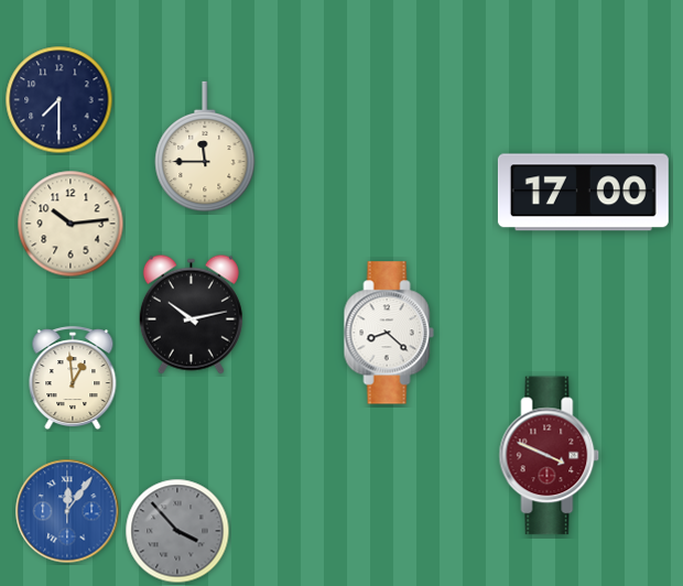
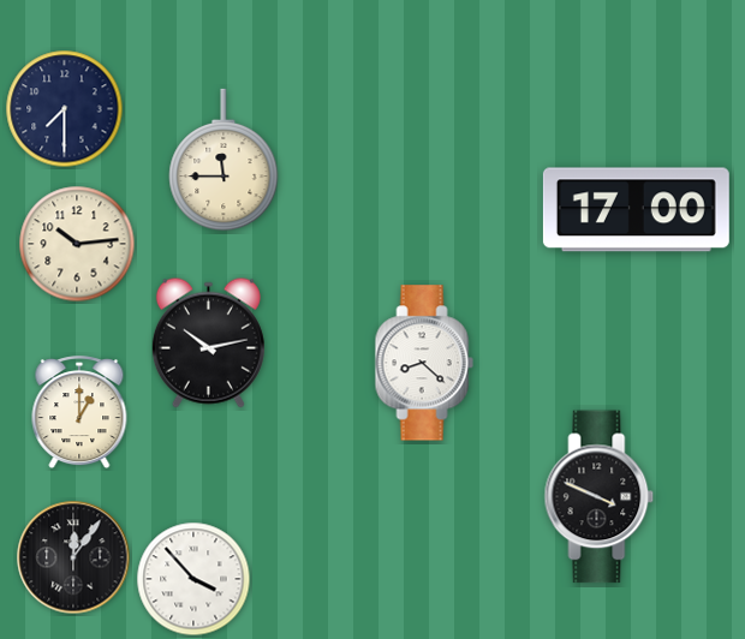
clock at (73, 379): 12:59 -> 1:00
clock at (550, 456) dial: burgundy -> black
clock at (67, 511) dial: blue -> black
clock at (177, 531) dial: grey -> white
